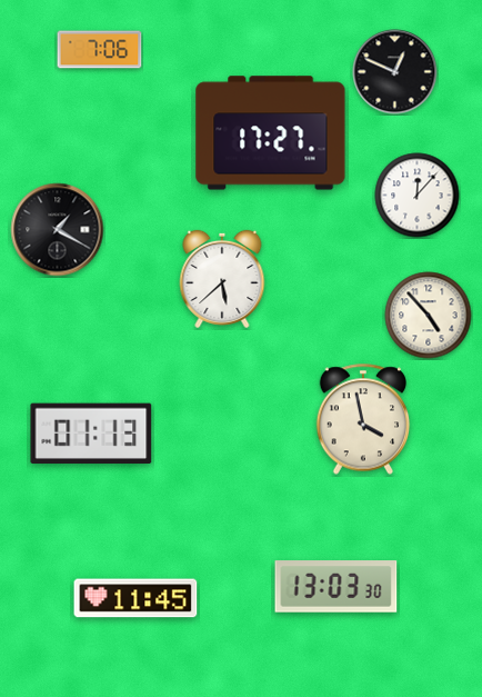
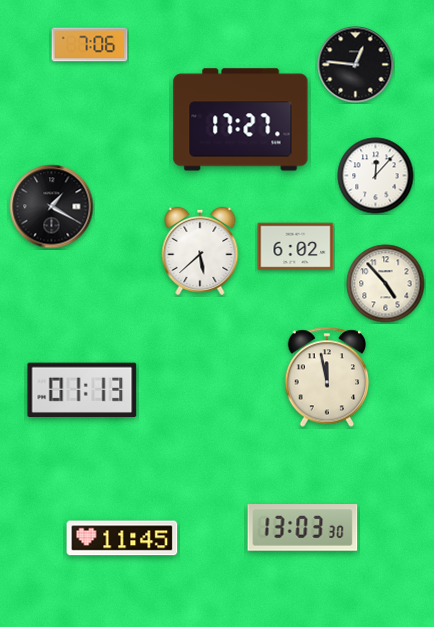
clock at (395, 72): 12:49 -> 12:46
clock at (271, 133) position: (271, 133) -> (241, 120)
clock at (296, 247): none -> 6:02
clock at (363, 419): 3:58 -> 11:58
